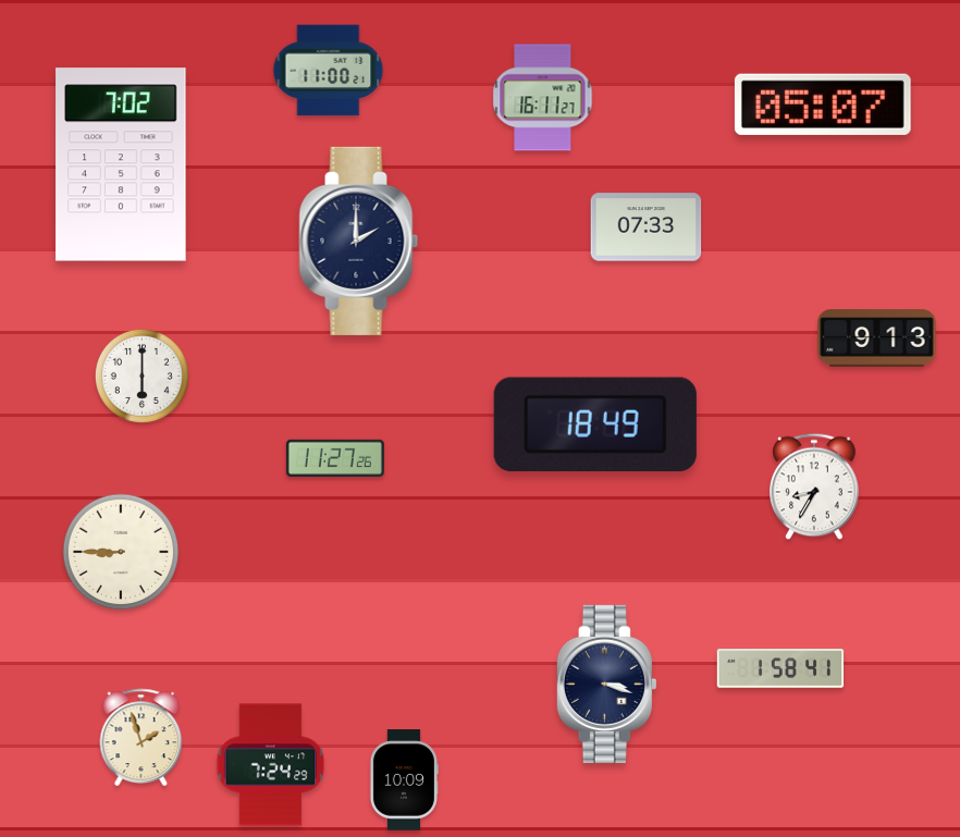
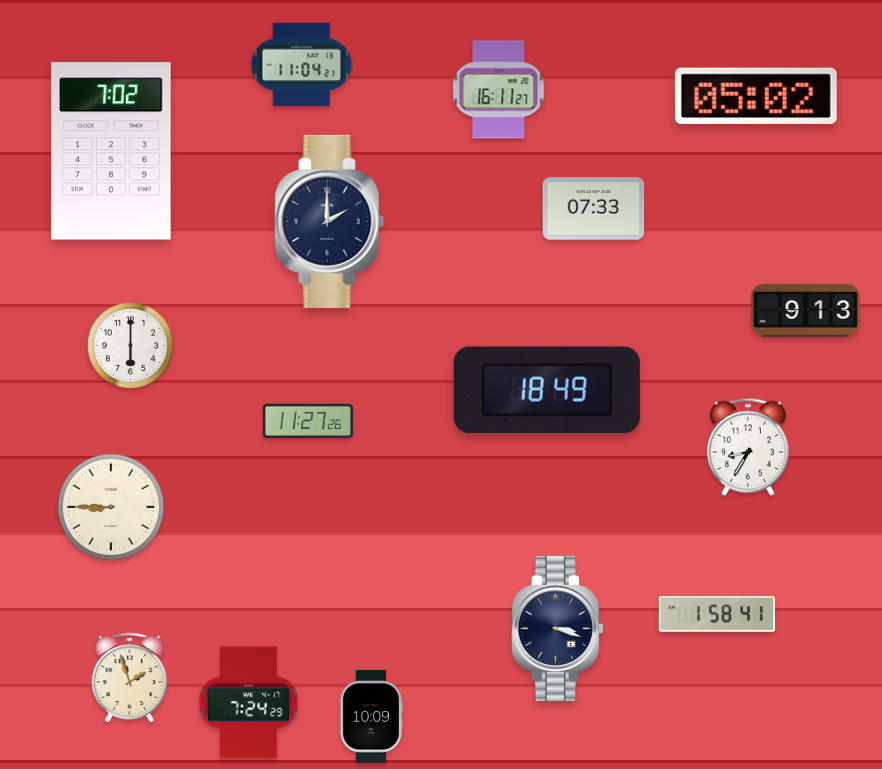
clock at (329, 71): 11:00 -> 11:04
clock at (823, 104): 05:07 -> 05:02
